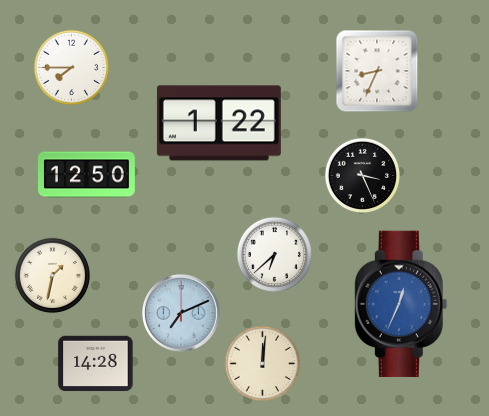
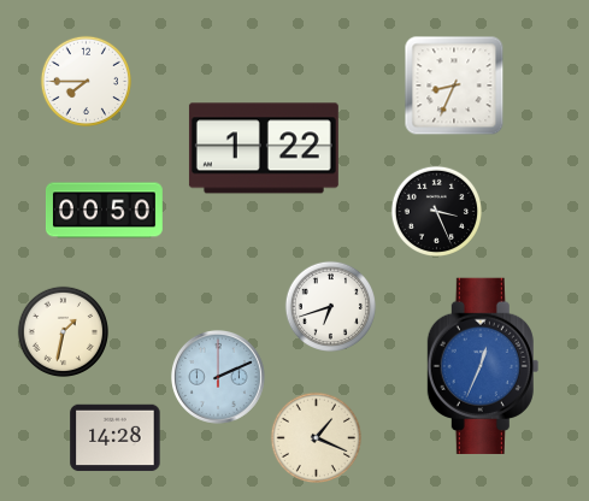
clock at (86, 175): 12:50 -> 00:50
clock at (274, 254): 6:38 -> 6:42
clock at (181, 313): 7:11 -> 2:11
clock at (262, 363): 12:01 -> 1:19
